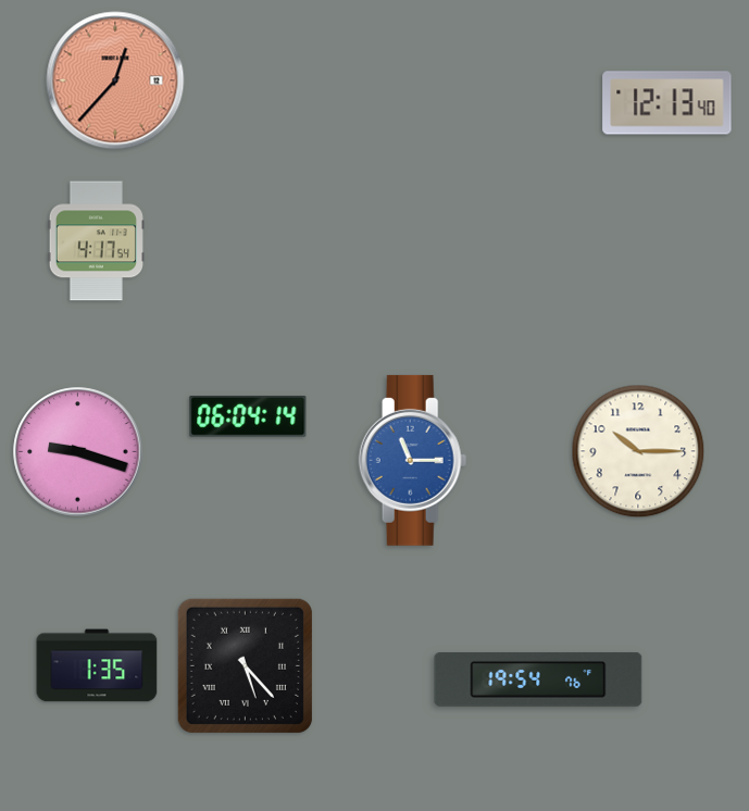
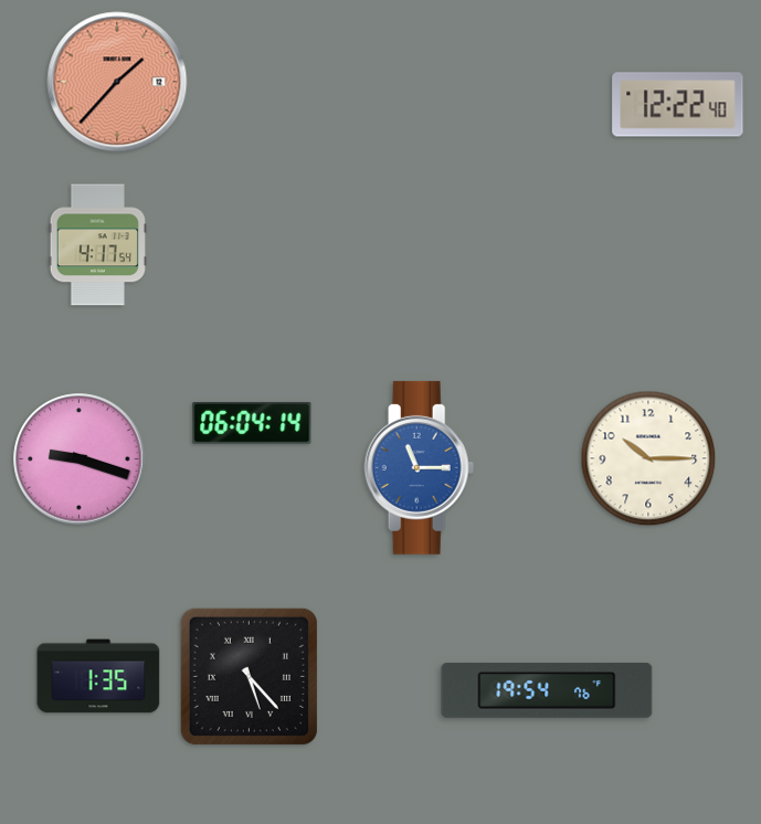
clock at (115, 80): 12:37 -> 1:37
clock at (667, 103): 12:13 -> 12:22
